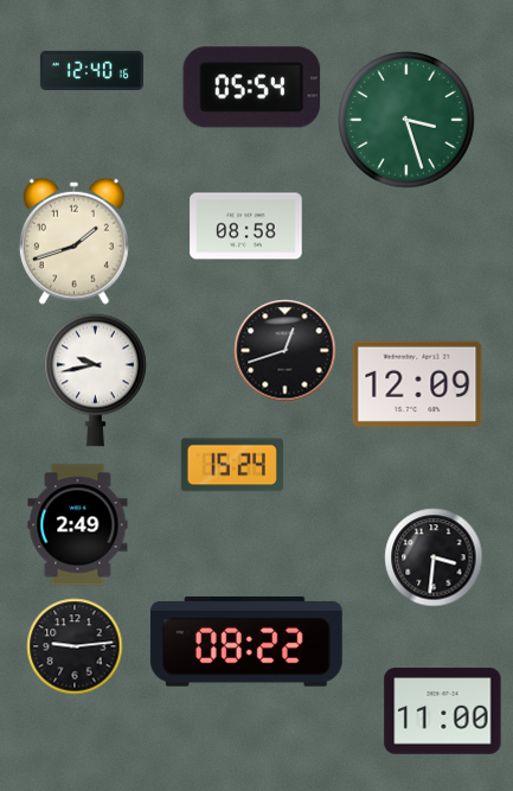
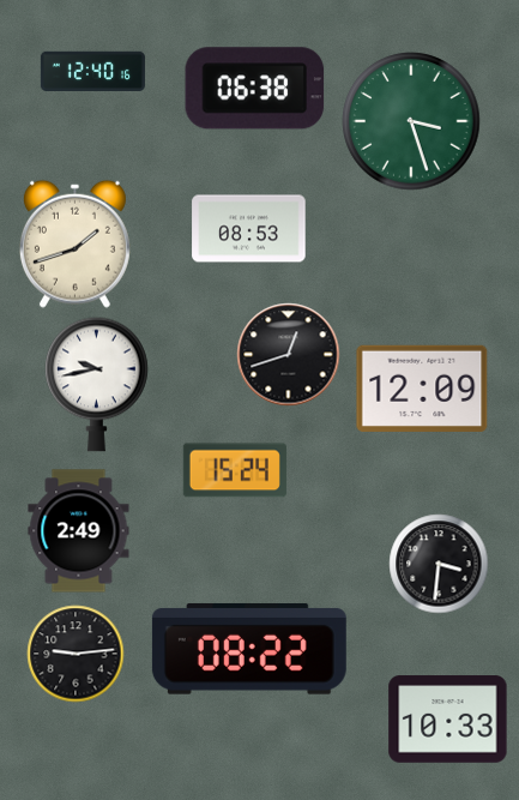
clock at (252, 88): 05:54 -> 06:38
clock at (246, 227): 08:58 -> 08:53
clock at (443, 712): 11:00 -> 10:33
